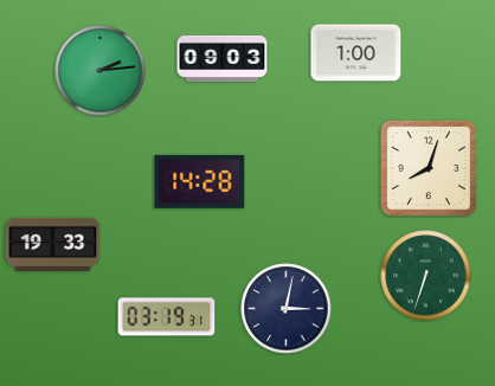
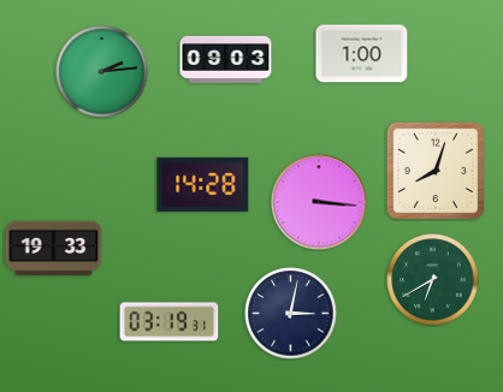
clock at (319, 202): none -> 3:16
clock at (426, 276): 6:33 -> 6:40
